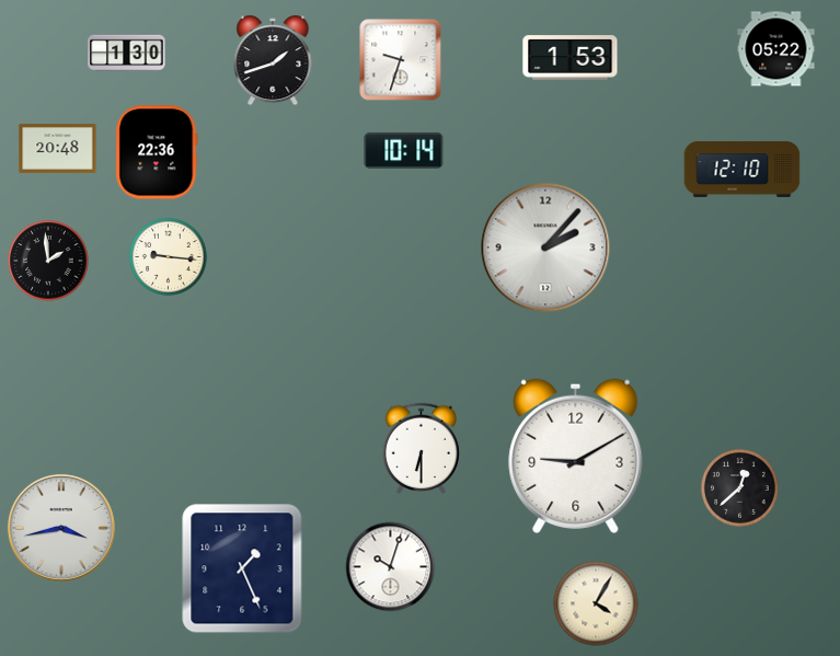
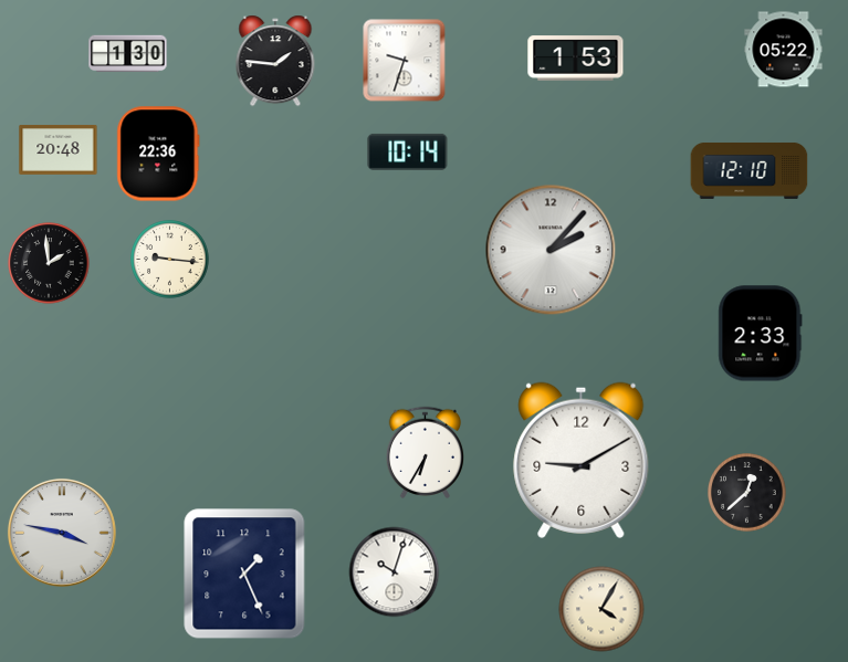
clock at (273, 60): 1:42 -> 1:46
clock at (761, 334): none -> 2:33
clock at (421, 448): 6:30 -> 6:35
clock at (61, 528): 3:43 -> 3:47
